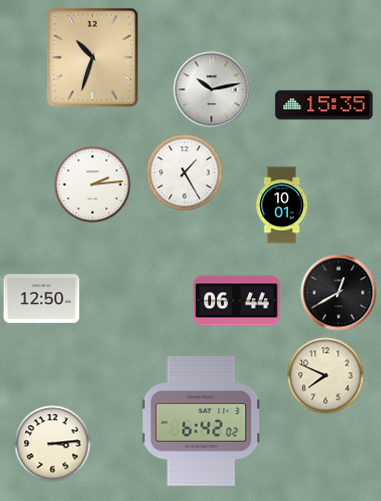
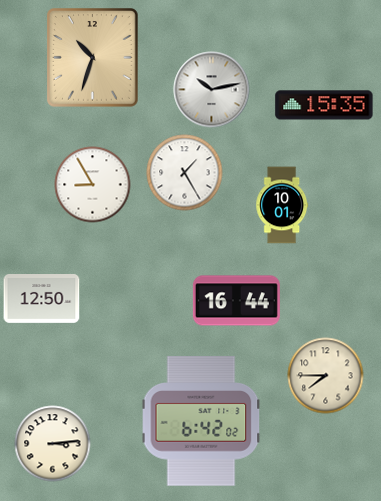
clock at (93, 185): 2:14 -> 8:55
clock at (339, 293): 12:40 -> none
clock at (236, 301): 06:44 -> 16:44
clock at (326, 376): 7:49 -> 7:45
